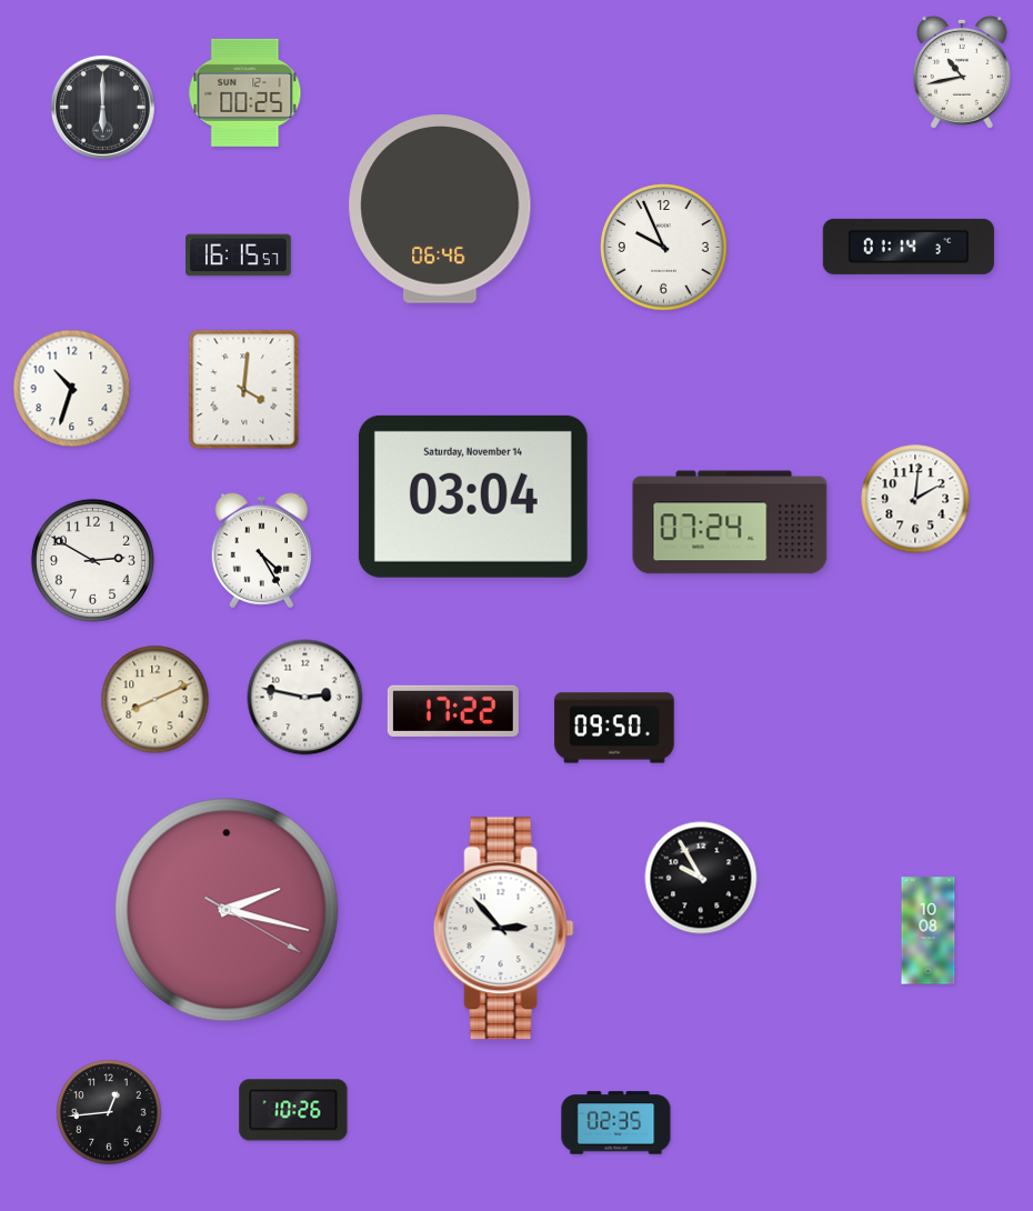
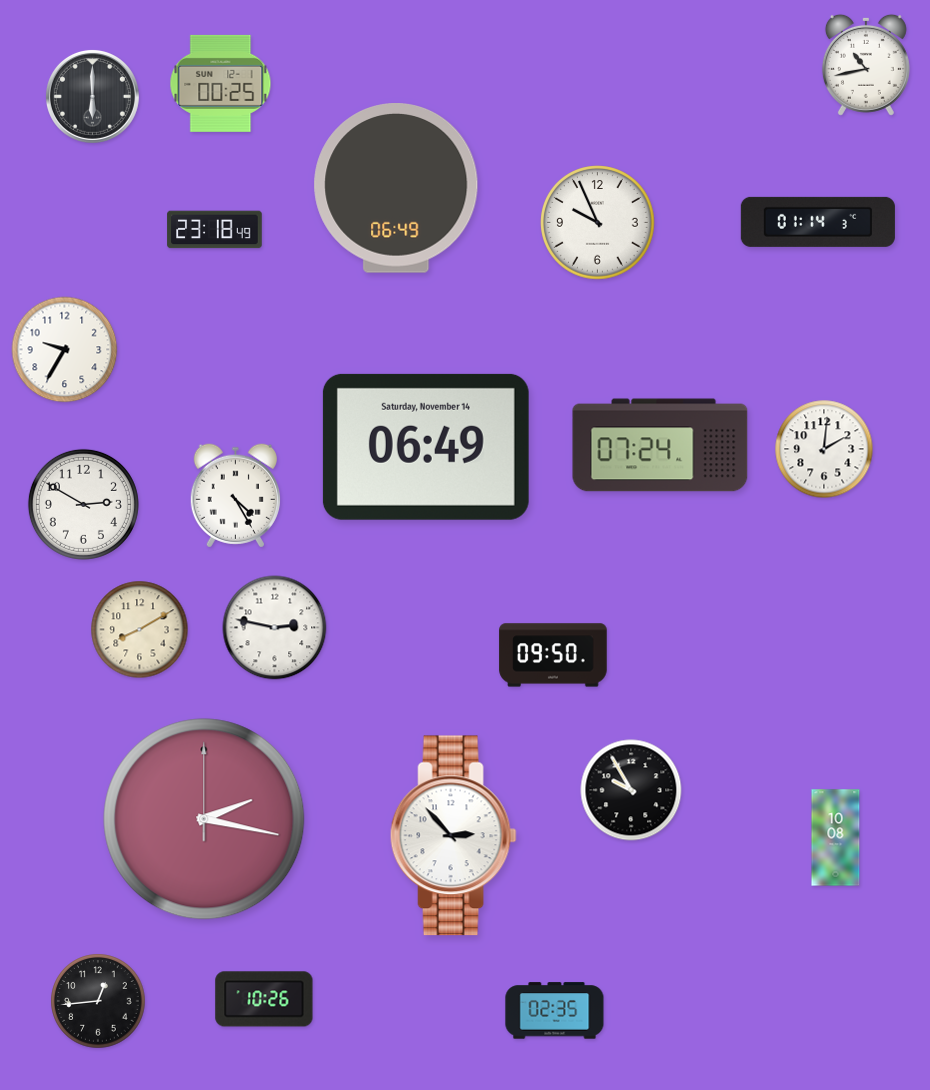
clock at (440, 210): 06:46 -> 06:49
clock at (239, 256): 16:15 -> 23:18
clock at (72, 389): 10:33 -> 9:35
clock at (244, 390): 4:01 -> none
clock at (473, 497): 03:04 -> 06:49
clock at (730, 522) position: (730, 522) -> (660, 445)
clock at (156, 700): 8:11 -> 8:10
clock at (453, 711): 17:22 -> none
clock at (227, 910): 2:17:20 -> 2:17:00
